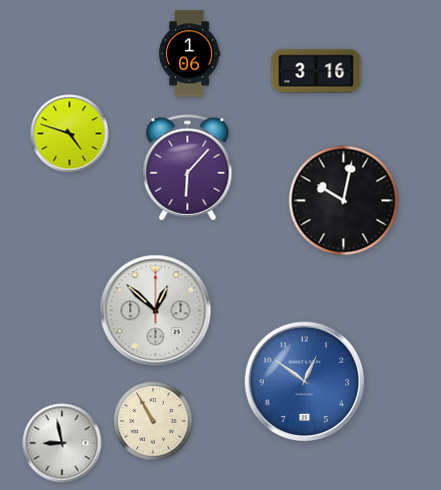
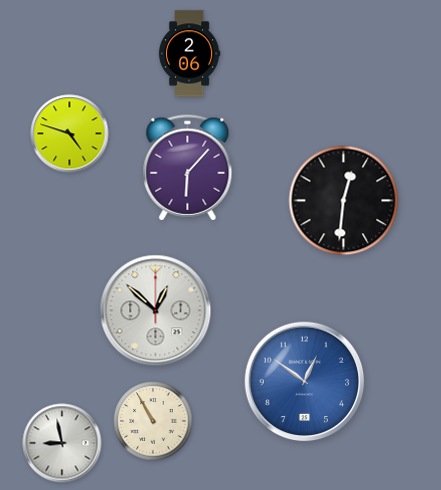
clock at (189, 54): 1:06 -> 2:06
clock at (316, 71): 3:16 -> none
clock at (344, 201): 10:02 -> 12:31
